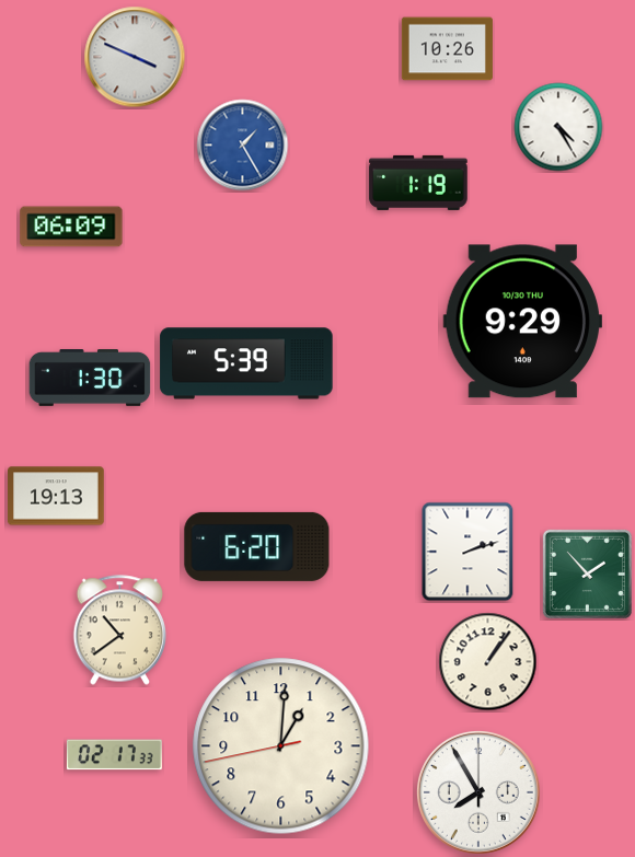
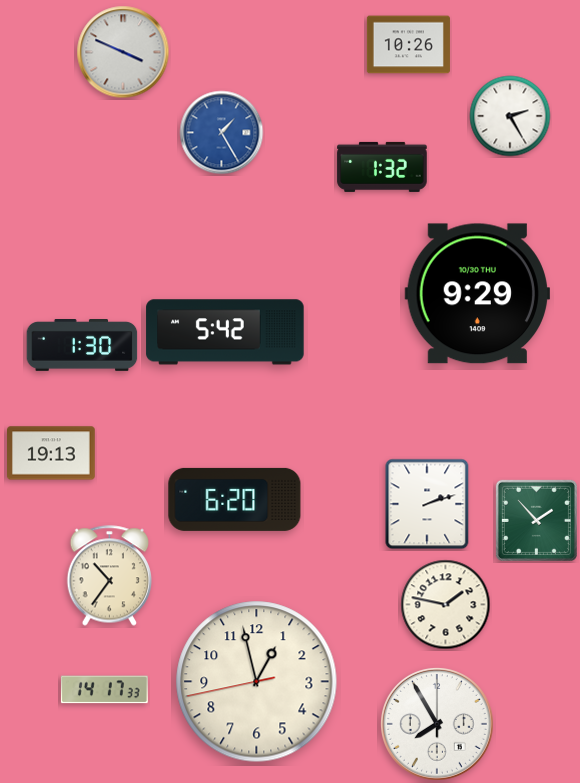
clock at (558, 127): 4:25 -> 2:25
clock at (418, 183): 1:19 -> 1:32
clock at (71, 227): 06:09 -> none
clock at (246, 363): 5:39 -> 5:42
clock at (587, 574) position: (587, 574) -> (536, 520)
clock at (120, 630): 10:39 -> 10:36
clock at (488, 662): 1:06 -> 1:47
clock at (281, 746): 1:00 -> 12:57
clock at (114, 755): 02:17 -> 14:17
